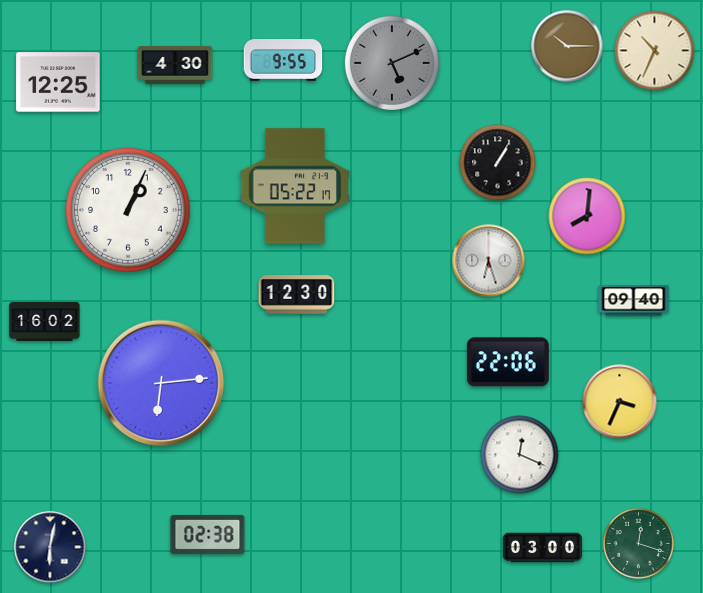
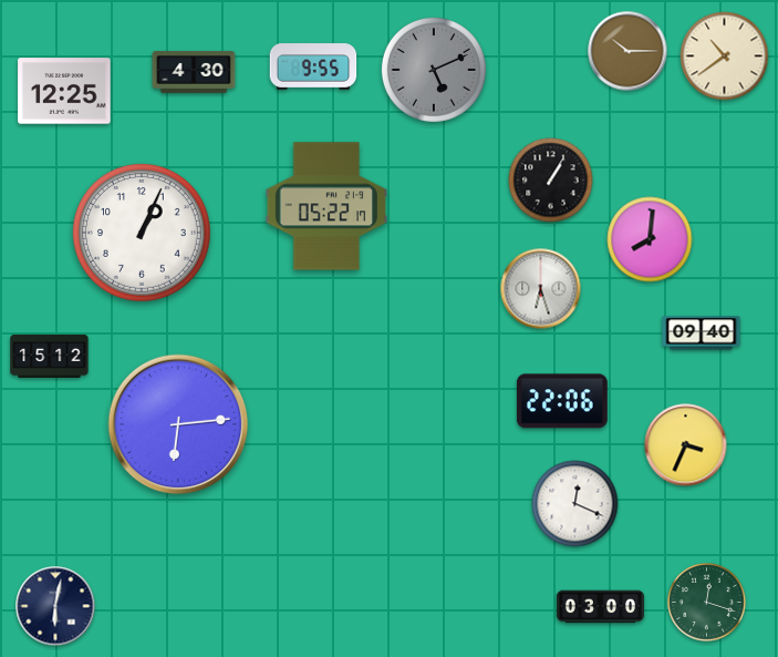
clock at (655, 51): 10:34 -> 10:39
clock at (297, 295): 12:30 -> none
clock at (45, 321): 16:02 -> 15:12
clock at (208, 534): 02:38 -> none
